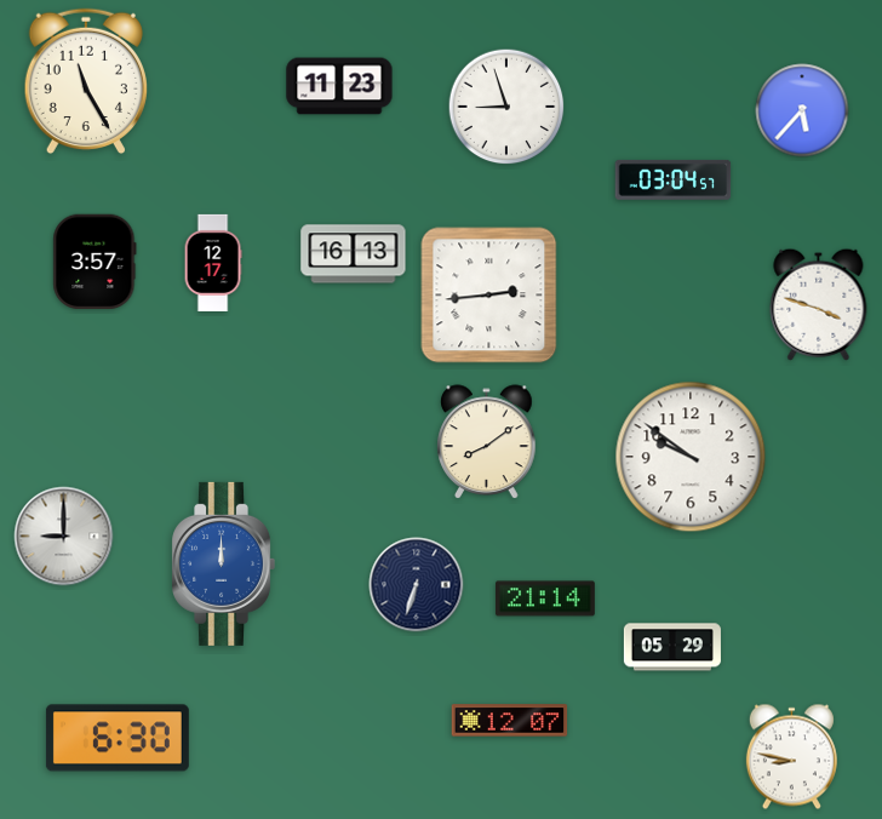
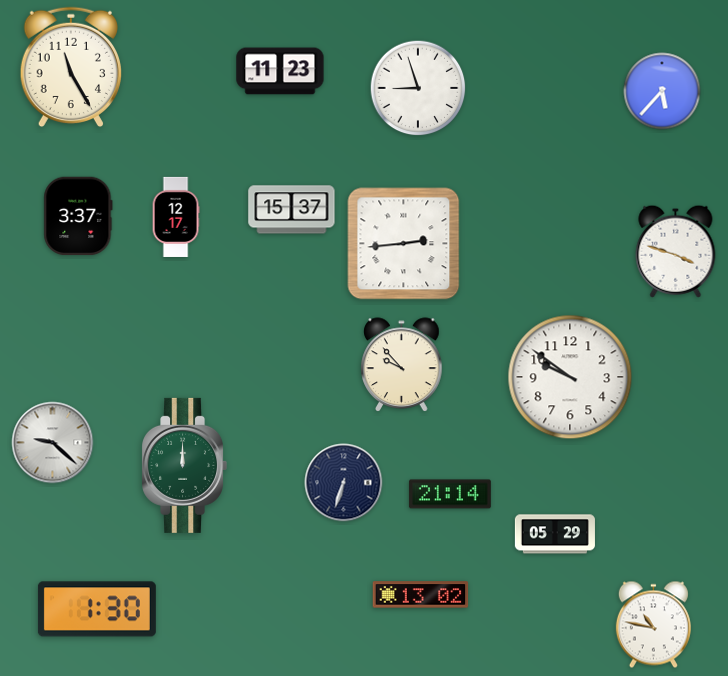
clock at (674, 179): 03:04 -> none
clock at (354, 254): 16:13 -> 15:37
clock at (94, 262): 3:57 -> 3:37
clock at (487, 442): 8:09 -> 9:53
clock at (64, 537): 9:00 -> 9:22
clock at (223, 563) dial: blue -> green
clock at (510, 721): 12:07 -> 13:02
clock at (118, 738): 6:30 -> 1:30
clock at (791, 757): 8:47 -> 10:47
